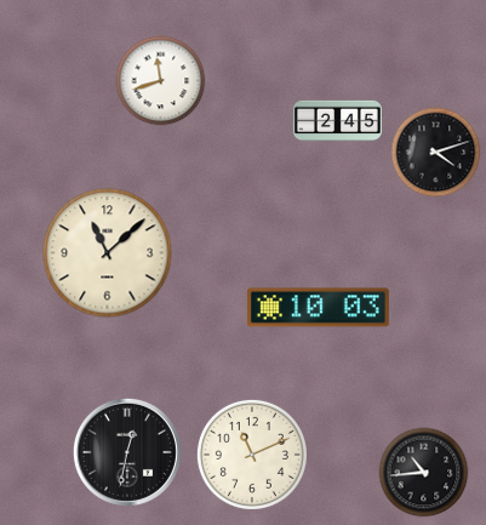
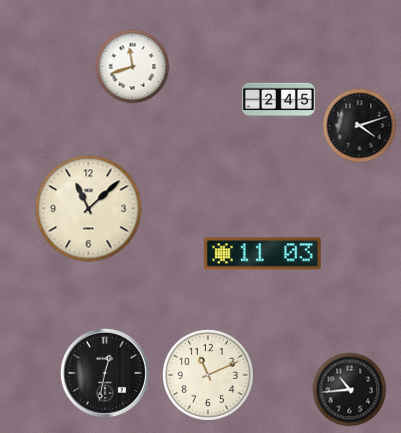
clock at (318, 308): 10:03 -> 11:03
